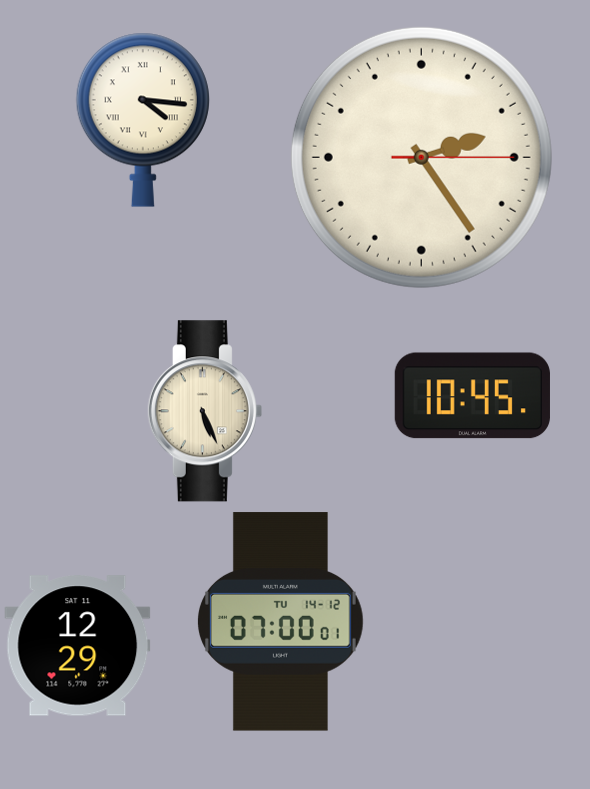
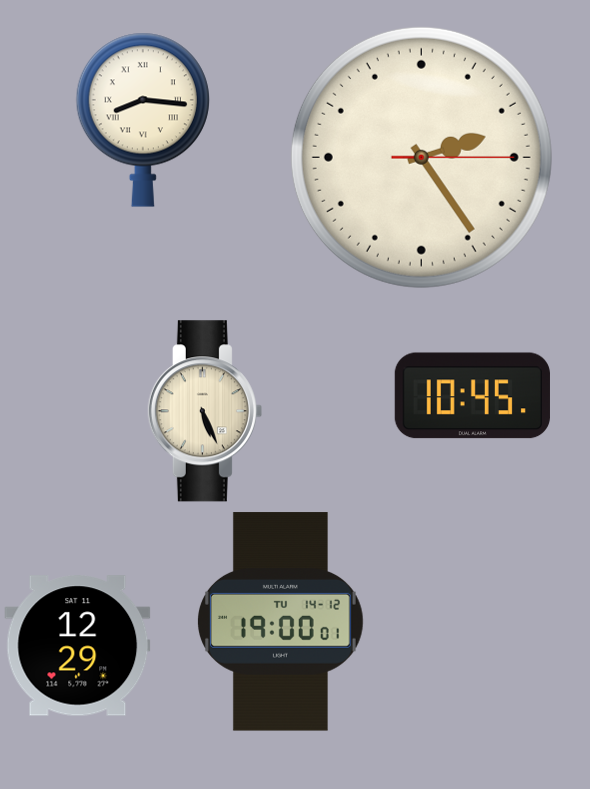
clock at (143, 120): 4:16 -> 8:16
clock at (280, 622): 07:00 -> 19:00
